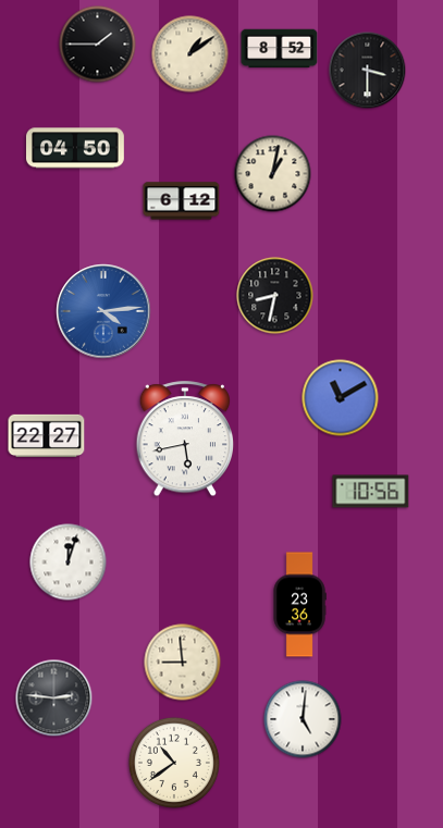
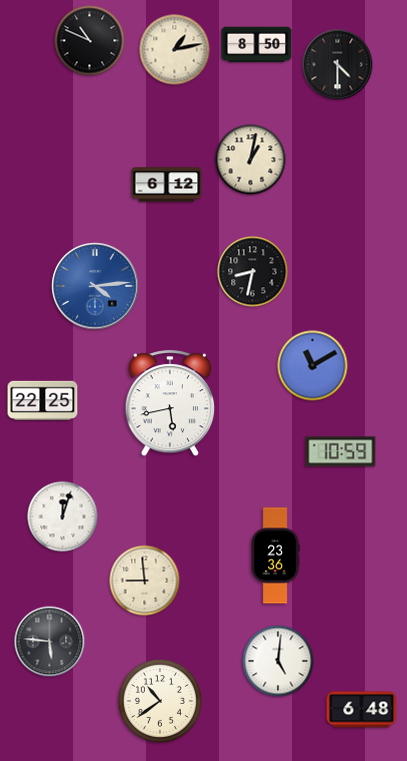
clock at (98, 45): 1:45 -> 10:49
clock at (280, 49): 8:52 -> 8:50
clock at (190, 54): 1:09 -> 1:13
clock at (368, 71): 3:30 -> 4:30
clock at (76, 148): 04:50 -> none
clock at (47, 435): 22:27 -> 22:25
clock at (371, 492): 10:56 -> 10:59
clock at (183, 663) position: (183, 663) -> (145, 581)
clock at (54, 699): 2:46 -> 5:46
clock at (362, 710): none -> 6:48
